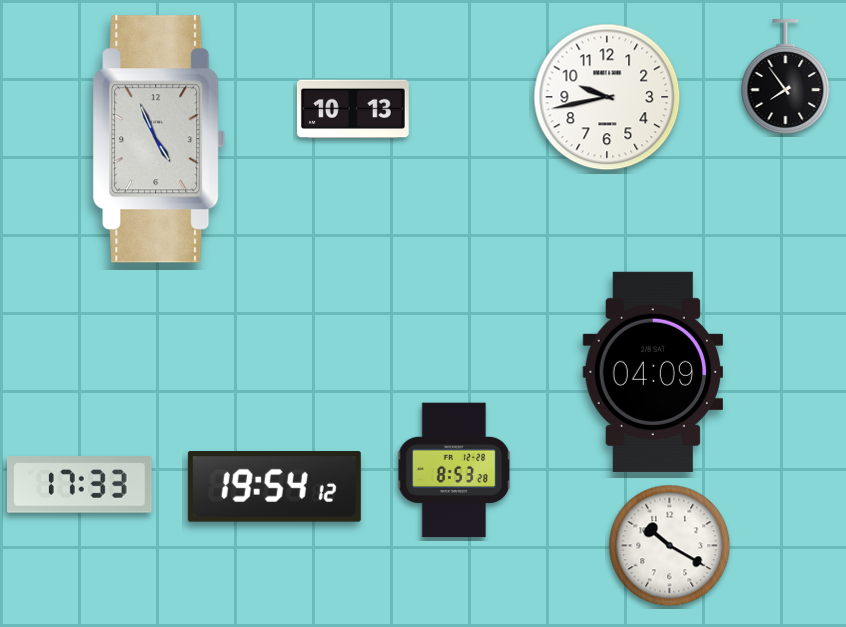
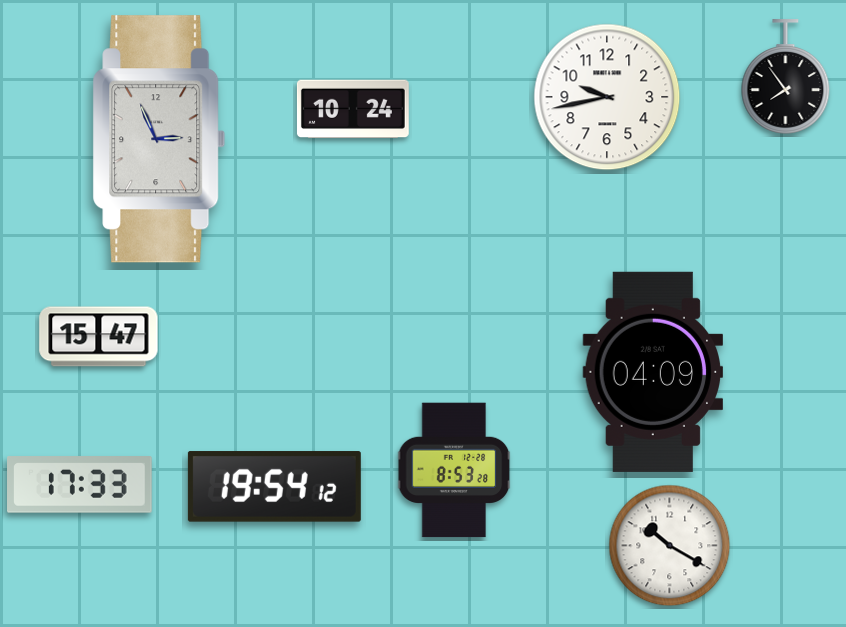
clock at (353, 109): 10:13 -> 10:24
clock at (159, 139): 4:56 -> 2:56
clock at (99, 337): none -> 15:47
